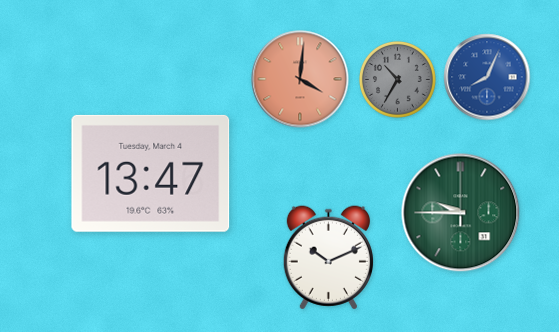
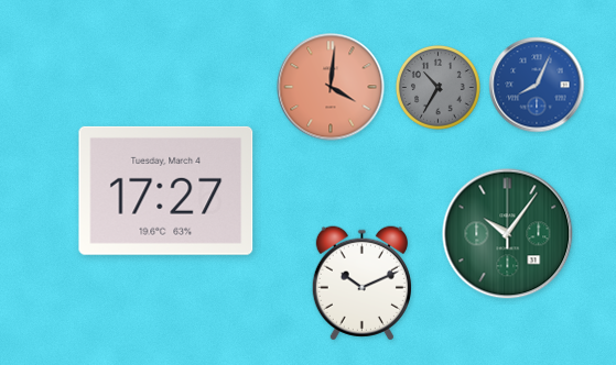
clock at (151, 173): 13:47 -> 17:27
clock at (461, 213): 9:45 -> 10:06
